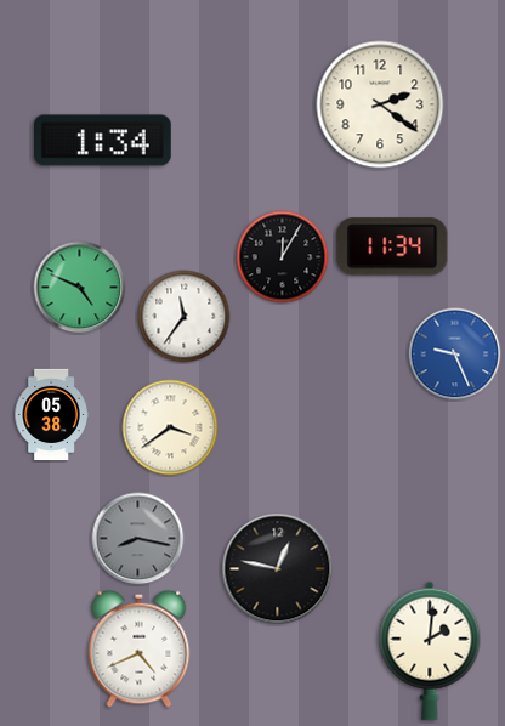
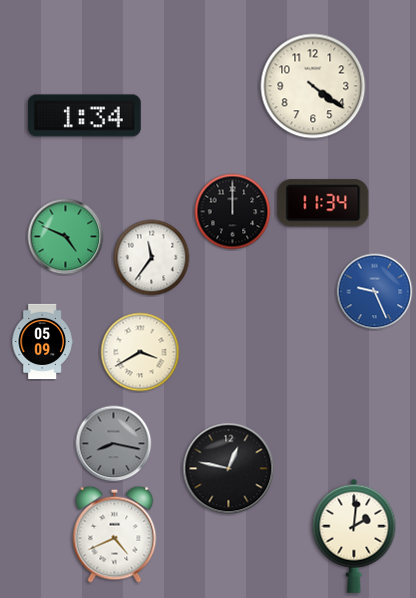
clock at (380, 104): 2:21 -> 4:21
clock at (283, 257): 12:05 -> 12:00
clock at (185, 317) position: (185, 317) -> (152, 258)
clock at (51, 415): 05:38 -> 05:09
clock at (170, 427): 3:39 -> 3:40
